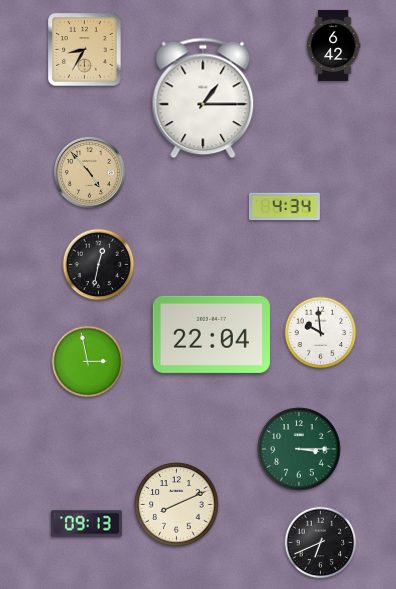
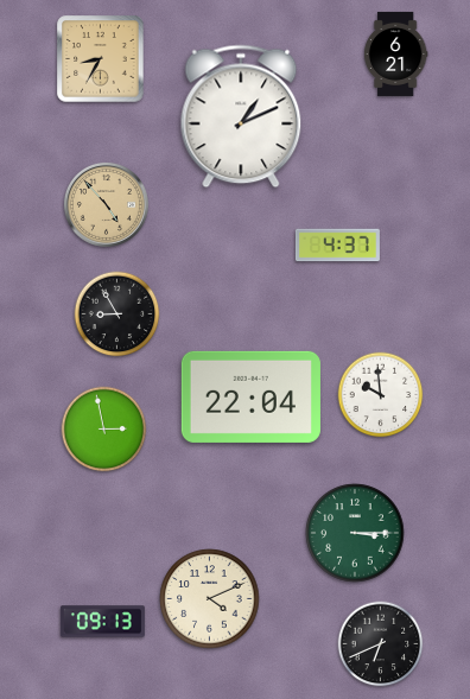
clock at (333, 45): 6:42 -> 6:21
clock at (203, 98): 1:15 -> 1:11
clock at (284, 207): 4:34 -> 4:37
clock at (99, 265): 12:32 -> 8:55
clock at (177, 505): 8:11 -> 4:11
